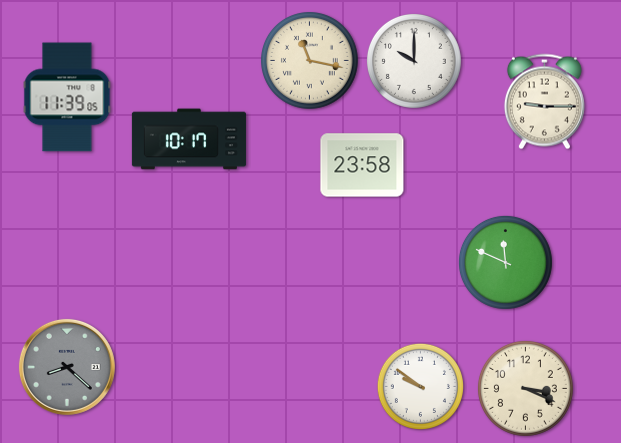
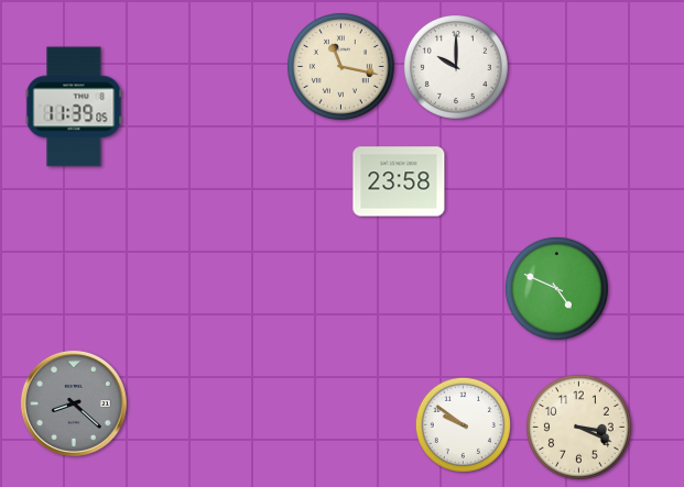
clock at (544, 102): 9:15 -> none
clock at (189, 139): 10:17 -> none
clock at (505, 262): 11:49 -> 4:49
